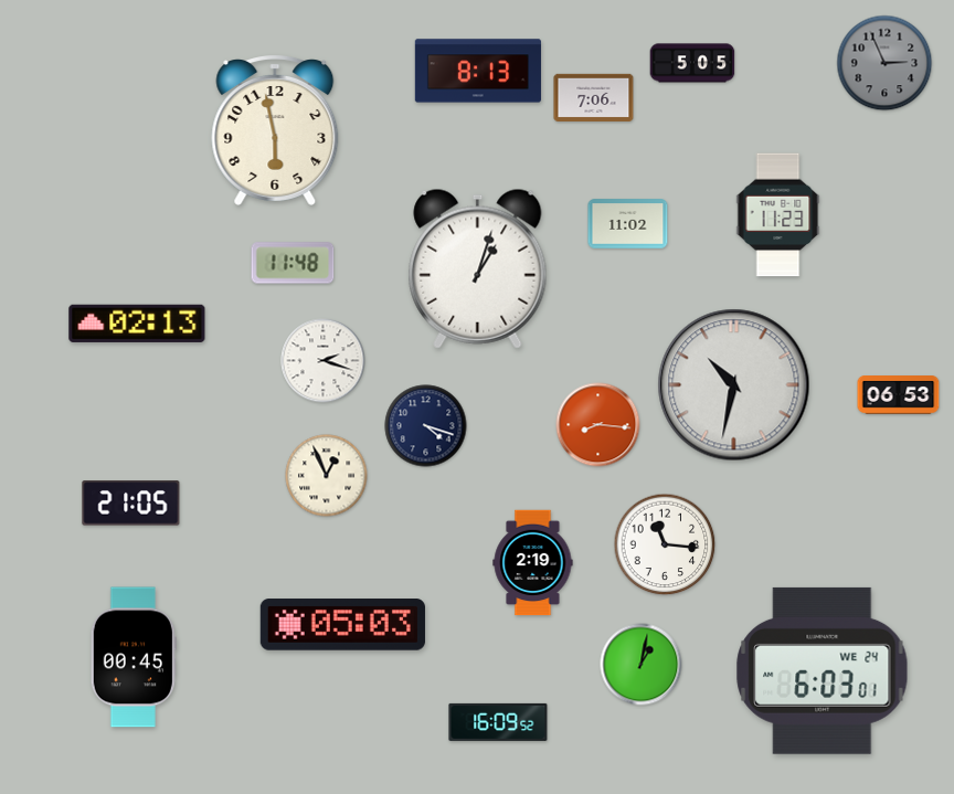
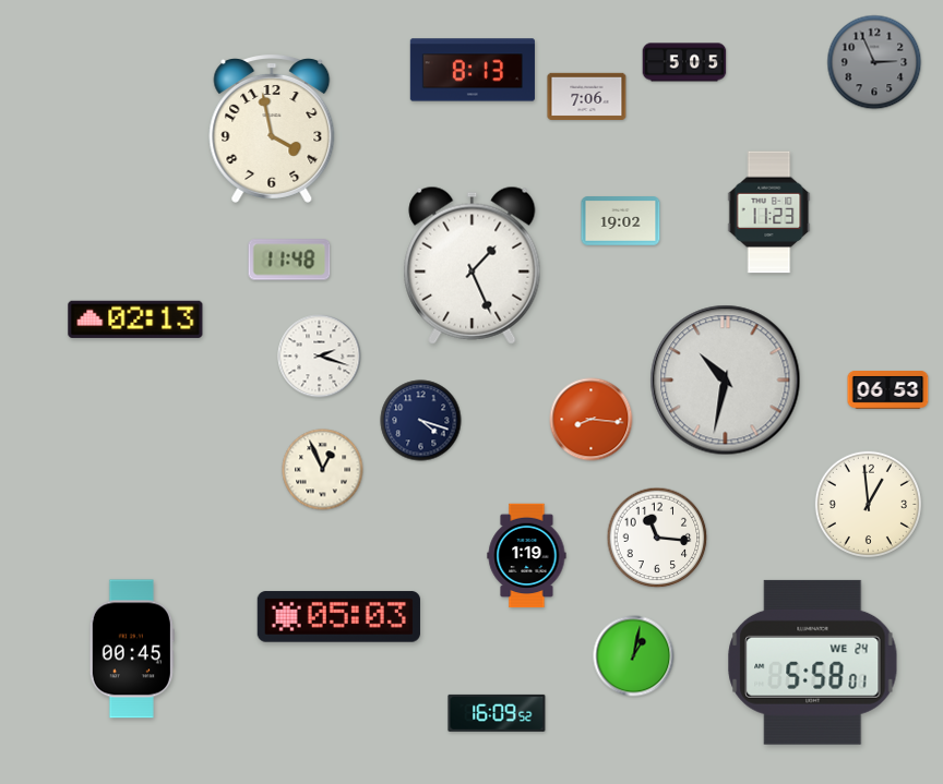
clock at (275, 130): 5:58 -> 3:58
clock at (628, 224): 11:02 -> 19:02
clock at (478, 268): 1:03 -> 1:26
clock at (131, 504): 21:05 -> none
clock at (868, 504): none -> 12:59
clock at (533, 563): 2:19 -> 1:19
clock at (823, 670): 6:03 -> 5:58
clock at (498, 722) position: (498, 722) -> (497, 713)
